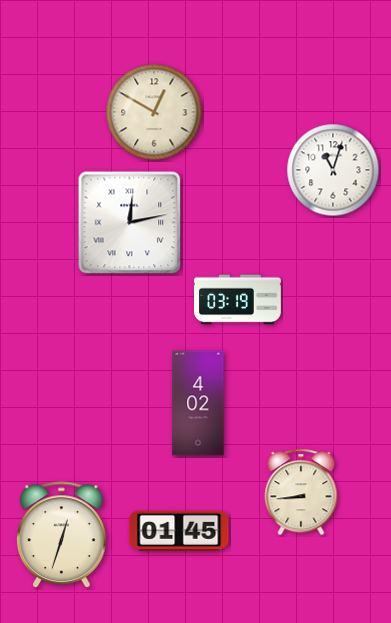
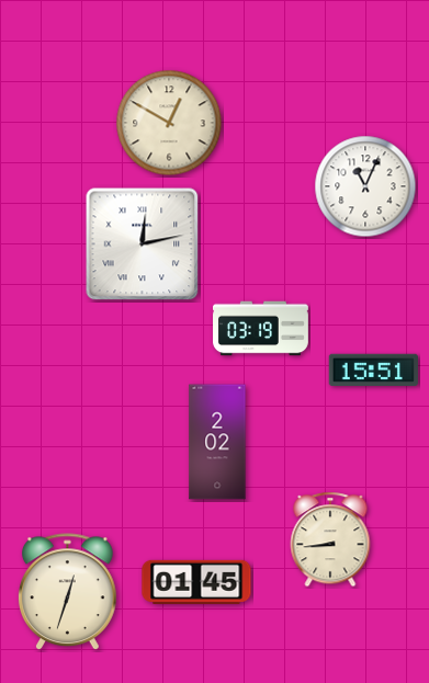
clock at (333, 170): 11:03 -> 11:04
clock at (373, 369): none -> 15:51
clock at (198, 403): 4:02 -> 2:02
clock at (61, 535) position: (61, 535) -> (67, 592)
